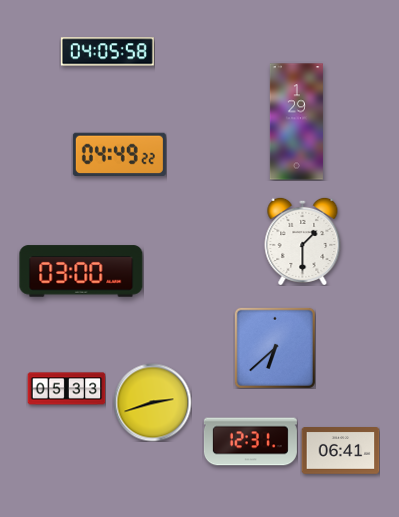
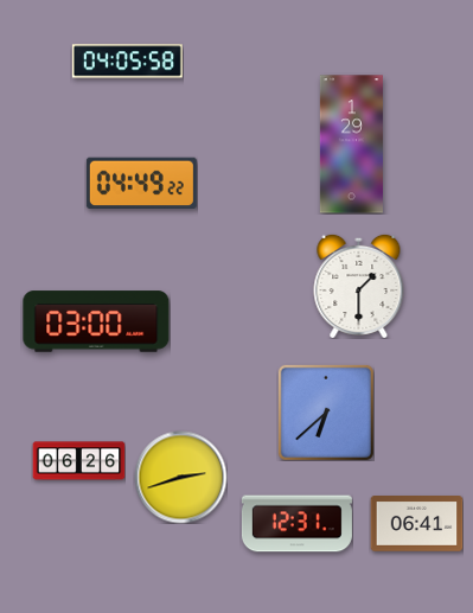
clock at (66, 389): 05:33 -> 06:26
clock at (340, 451) position: (340, 451) -> (416, 524)
